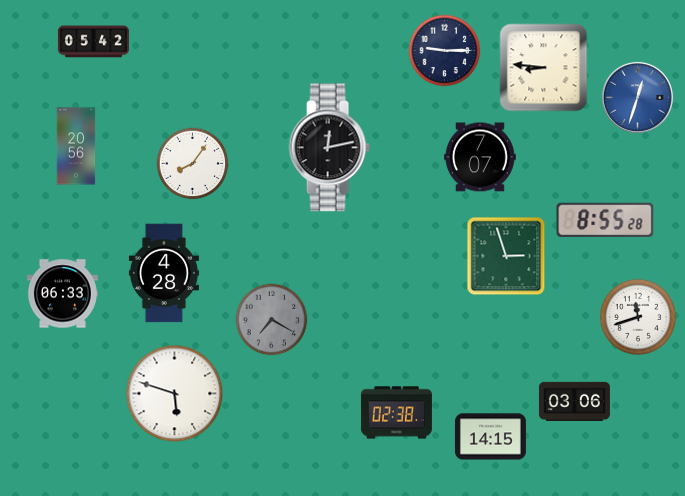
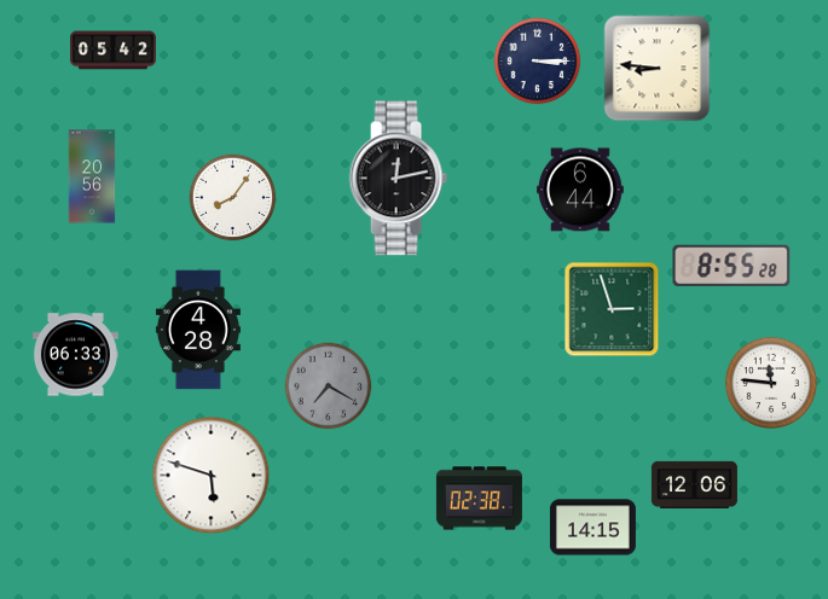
clock at (445, 51): 9:15 -> 3:15
clock at (544, 68) position: (544, 68) -> (658, 69)
clock at (637, 97): 12:33 -> none
clock at (480, 157): 7:07 -> 6:44
clock at (638, 317): 11:42 -> 11:46
clock at (574, 401): 03:06 -> 12:06
